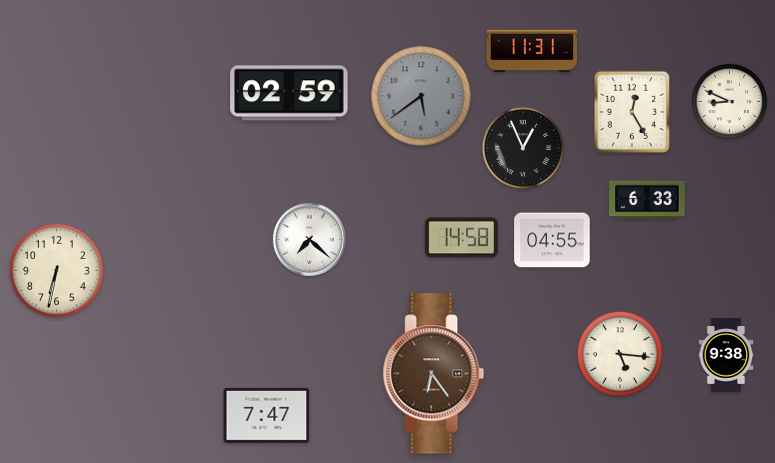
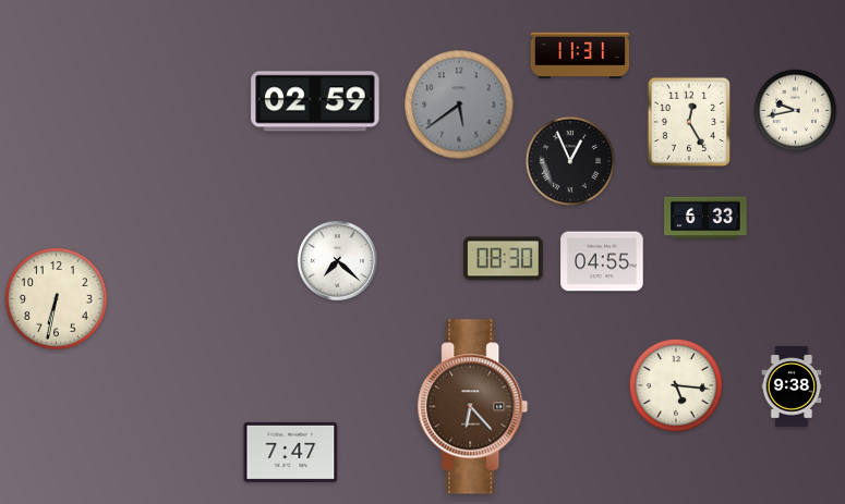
clock at (730, 102): 8:49 -> 9:43
clock at (461, 238): 14:58 -> 08:30
clock at (57, 271) position: (57, 271) -> (57, 299)
clock at (434, 374): 6:24 -> 6:23
